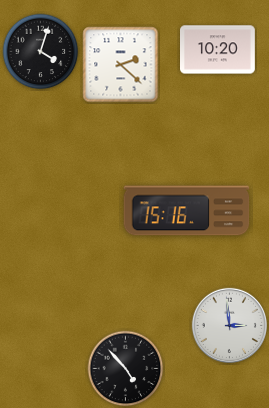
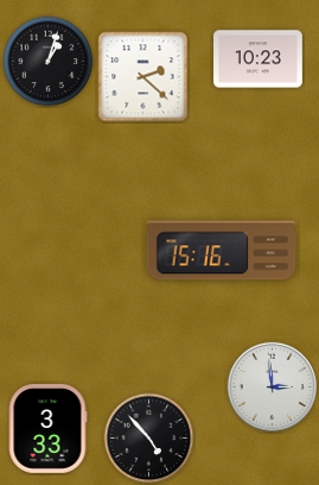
clock at (218, 50): 10:20 -> 10:23
clock at (41, 52): 4:03 -> 1:03
clock at (47, 429): none -> 3:33
